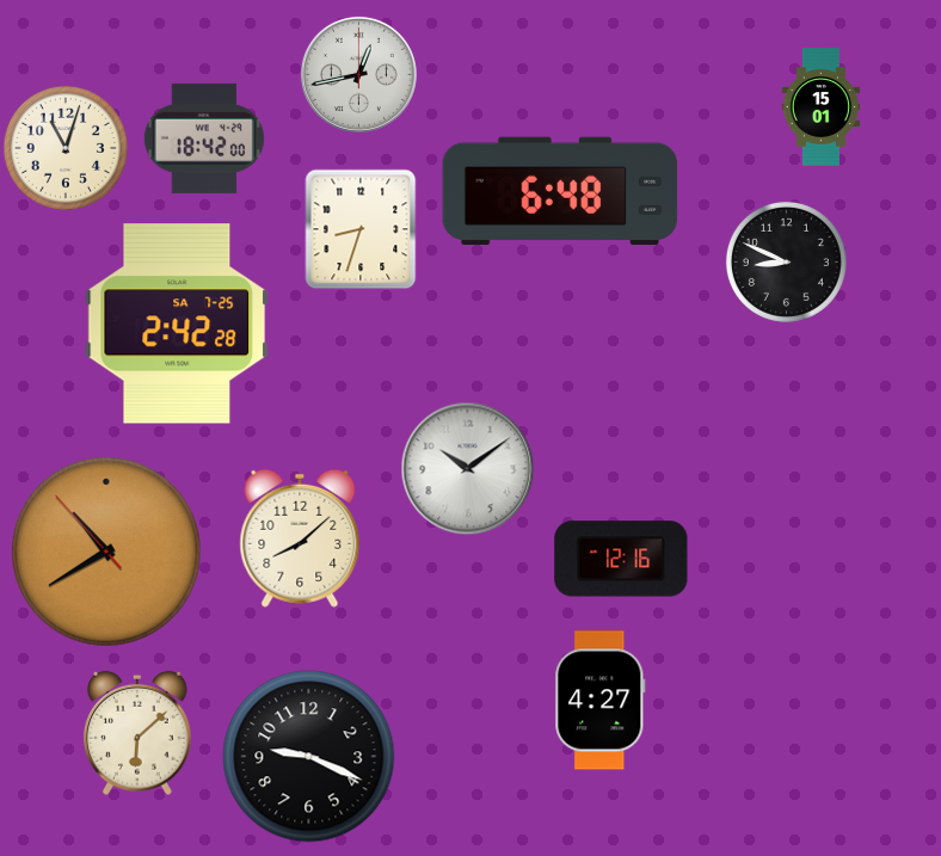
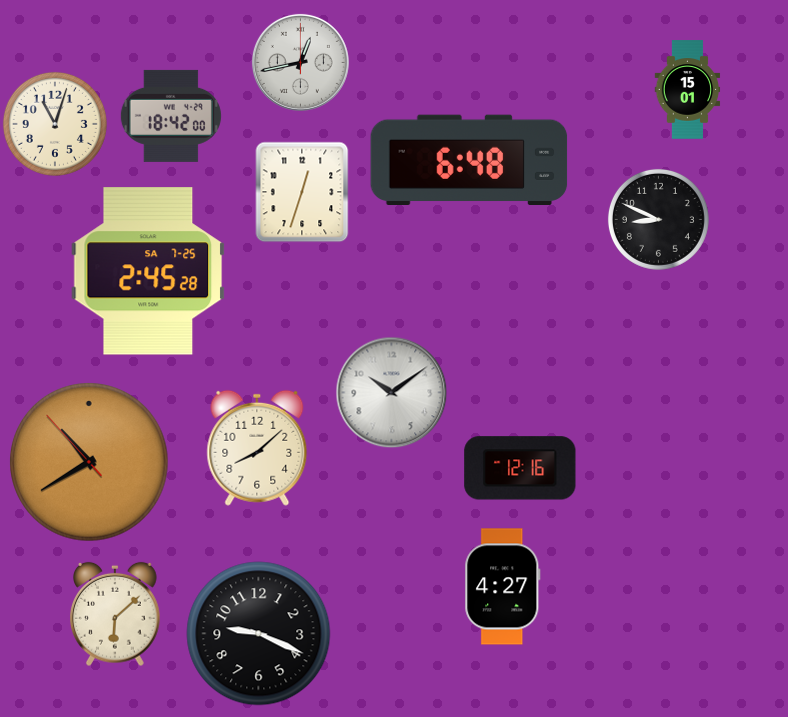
clock at (361, 229): 8:33 -> 12:33
clock at (177, 324): 2:42 -> 2:45
clock at (300, 538) position: (300, 538) -> (257, 448)
